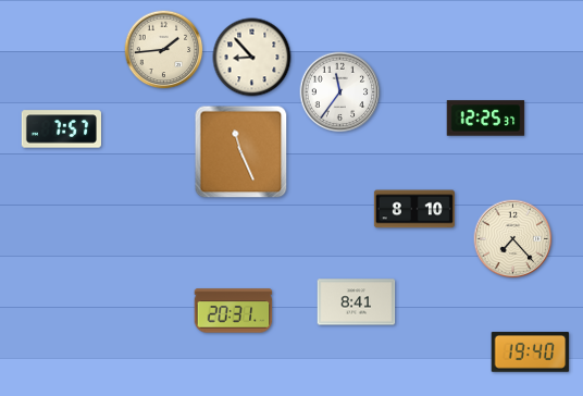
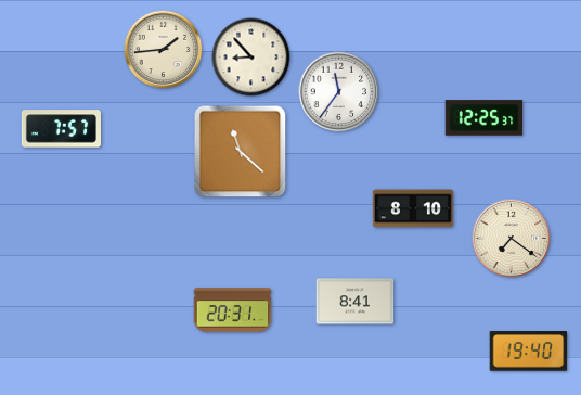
clock at (241, 152): 11:26 -> 11:22
clock at (513, 239): 7:23 -> 7:21
